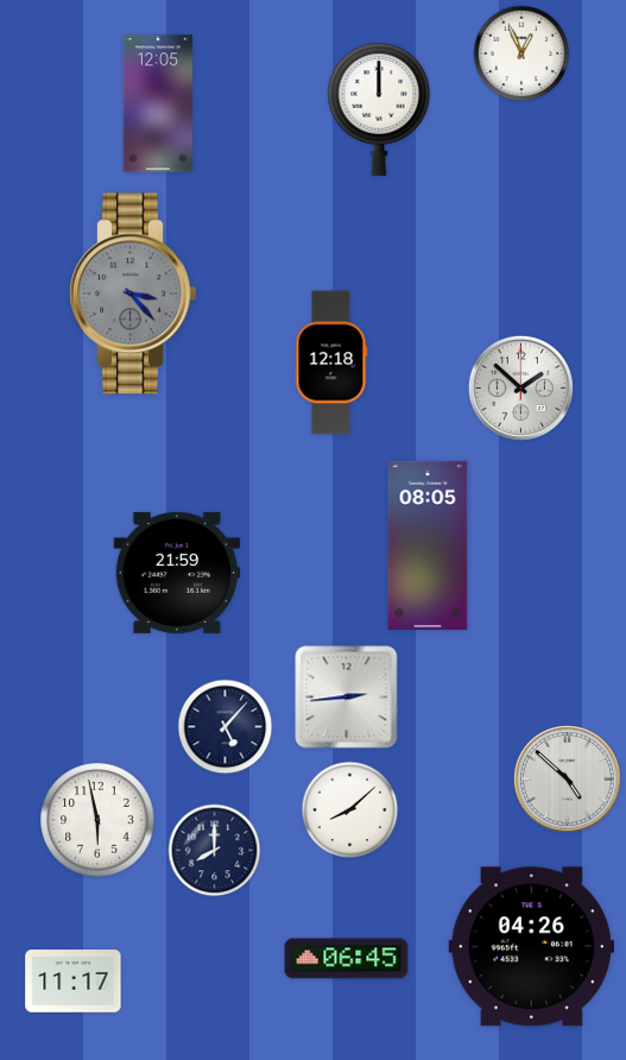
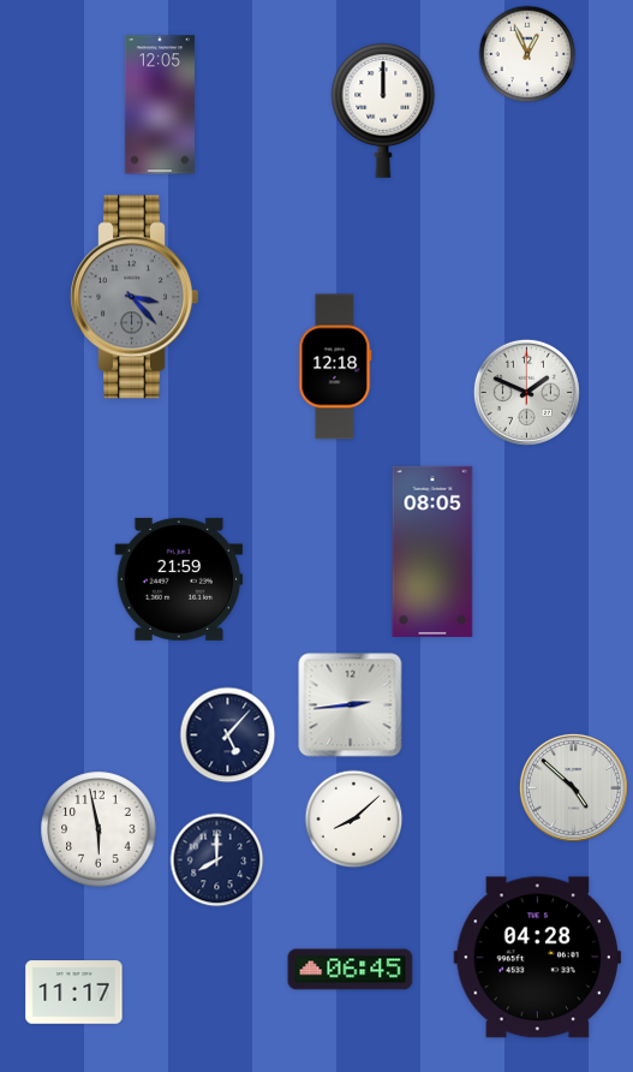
clock at (520, 387): 1:52 -> 1:49
clock at (532, 947): 04:26 -> 04:28
